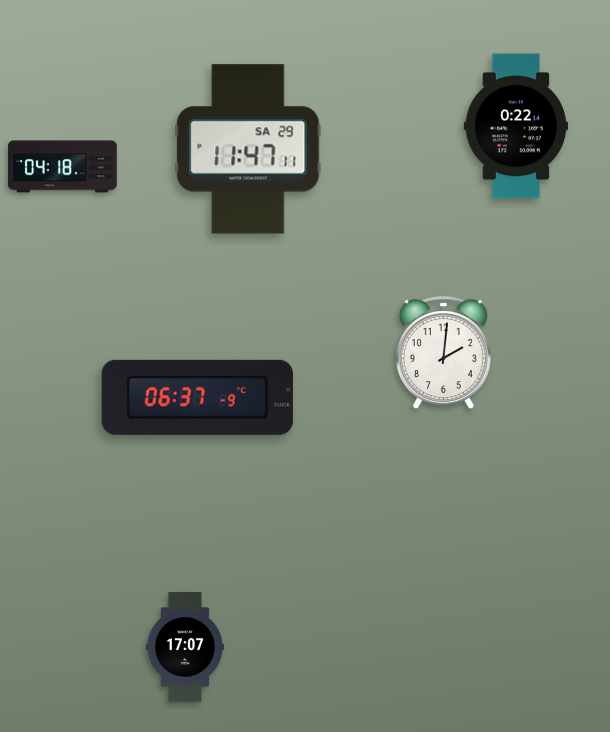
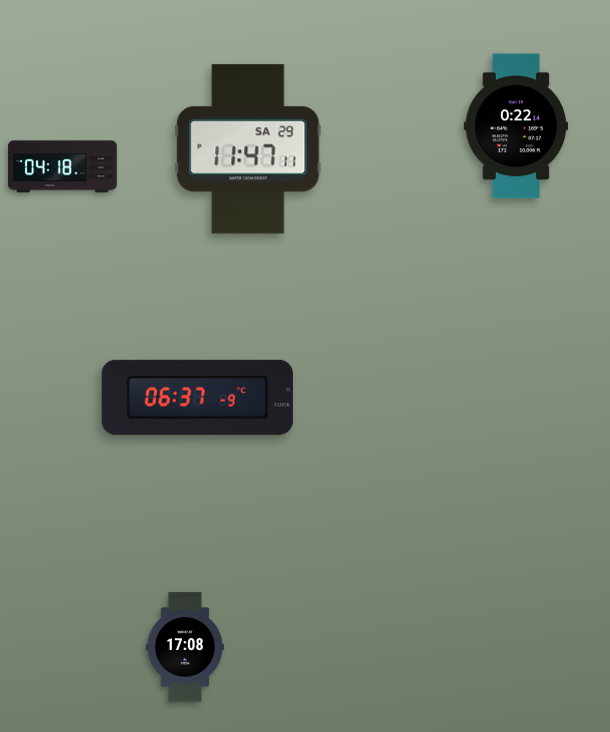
clock at (443, 353): 2:01 -> none
clock at (185, 647): 17:07 -> 17:08
